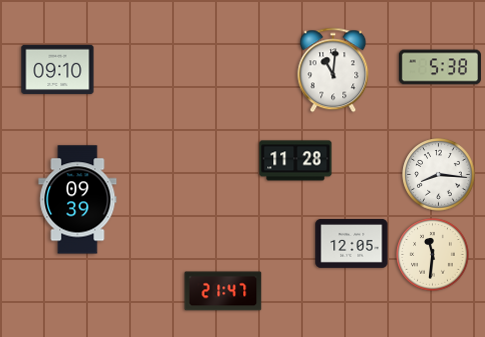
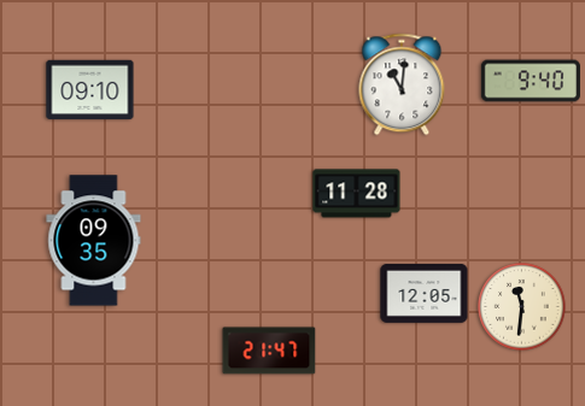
clock at (439, 67): 5:38 -> 9:40
clock at (58, 70) position: (58, 70) -> (90, 90)
clock at (439, 175): 8:16 -> none
clock at (78, 200): 09:39 -> 09:35
